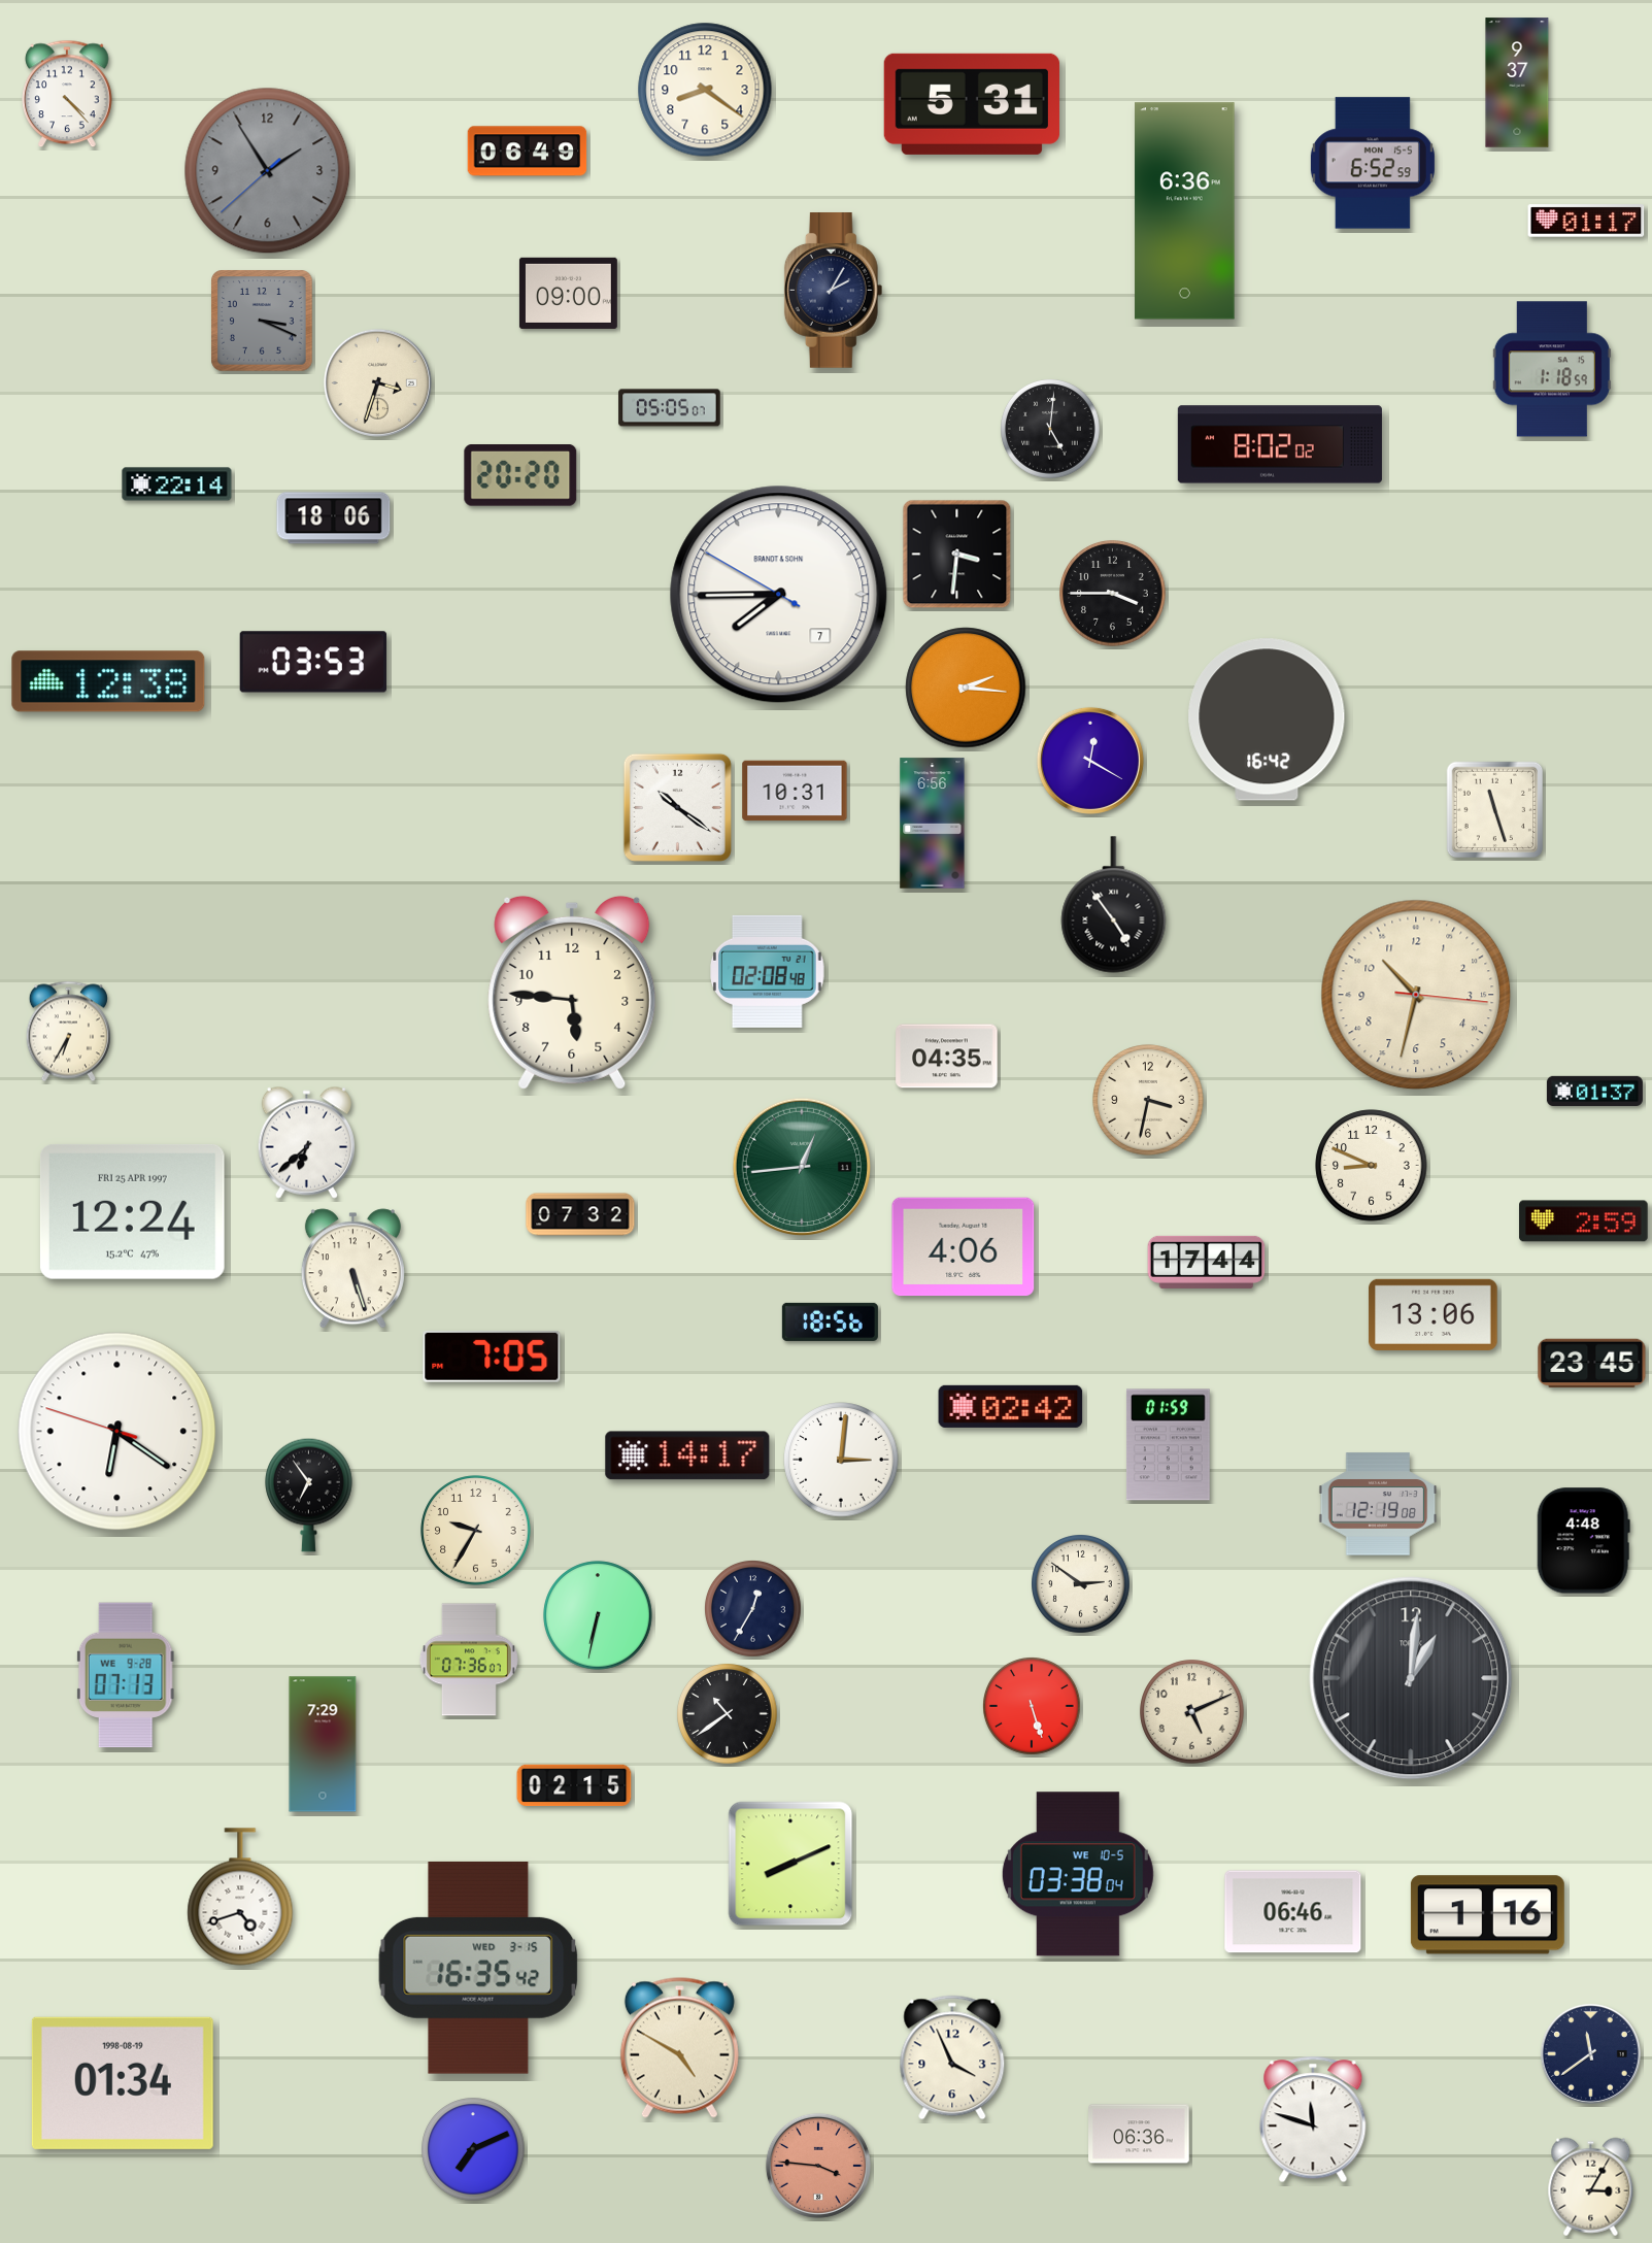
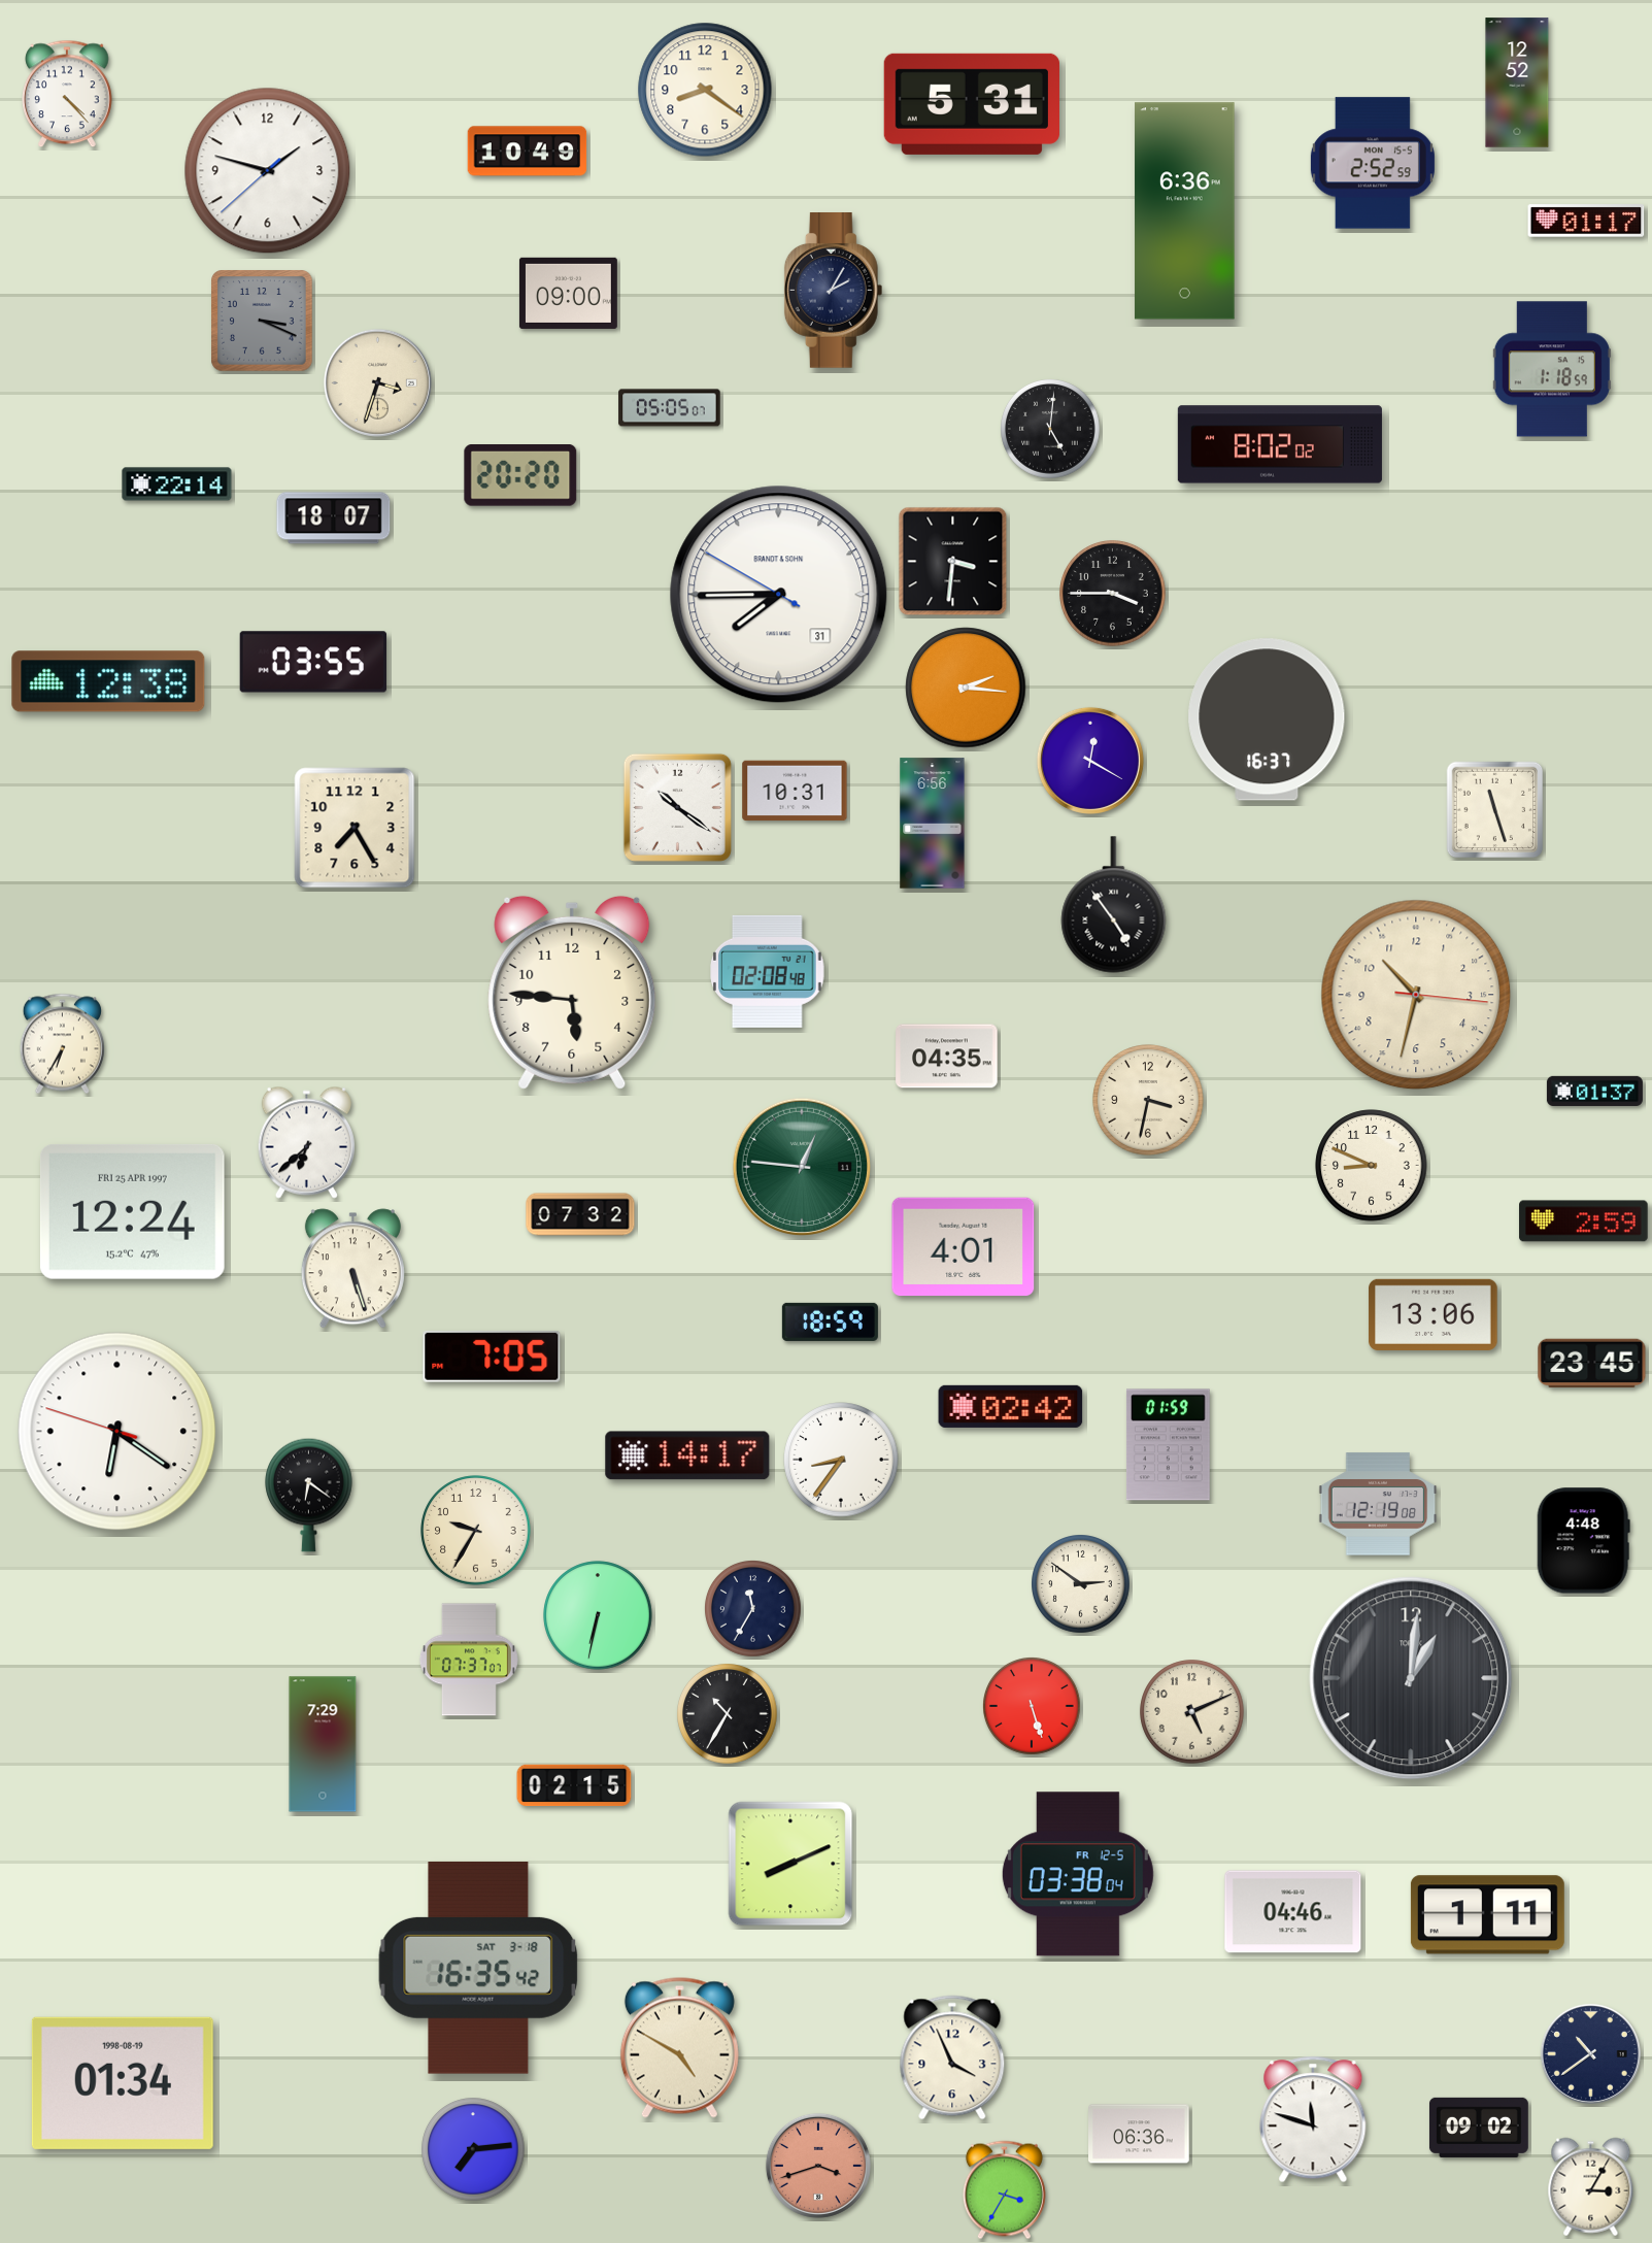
clock at (1517, 82): 9:37 -> 12:52
clock at (528, 152): 06:49 -> 10:49
clock at (1373, 163): 6:52 -> 2:52
clock at (268, 171): 1:54 -> 1:47
clock at (268, 171) dial: grey -> white
clock at (334, 518): 18:06 -> 18:07
clock at (957, 555) position: (957, 555) -> (953, 562)
clock at (779, 595) date: 7 -> 31
clock at (313, 662): 03:53 -> 03:55
clock at (1267, 719): 16:42 -> 16:37
clock at (355, 828): none -> 7:25
clock at (68, 1032) position: (68, 1032) -> (62, 1044)
clock at (801, 1166): 12:44 -> 12:46
clock at (964, 1247): 4:06 -> 4:01
clock at (1207, 1262): 17:44 -> none
clock at (830, 1321): 18:56 -> 18:59
clock at (841, 1460): 3:01 -> 8:36
clock at (309, 1495): 6:54 -> 6:21
clock at (753, 1609): 12:35 -> 11:35
clock at (469, 1660): 07:36 -> 07:37
clock at (126, 1675): 07:13 -> none
clock at (728, 1714): 10:39 -> 10:35
clock at (1078, 1874) date: WE 10-5 -> FR 12-5
clock at (240, 1897): 4:42 -> none
clock at (1293, 1912): 06:46 -> 04:46
clock at (1487, 1915): 1:16 -> 1:11
clock at (478, 1969) date: WED 3-15 -> SAT 3-18
clock at (1590, 2053): 11:39 -> 10:39
clock at (1479, 2128): none -> 09:02
clock at (473, 2149): 7:11 -> 7:14
clock at (818, 2166): 3:46 -> 3:42
clock at (1004, 2190): none -> 3:35
